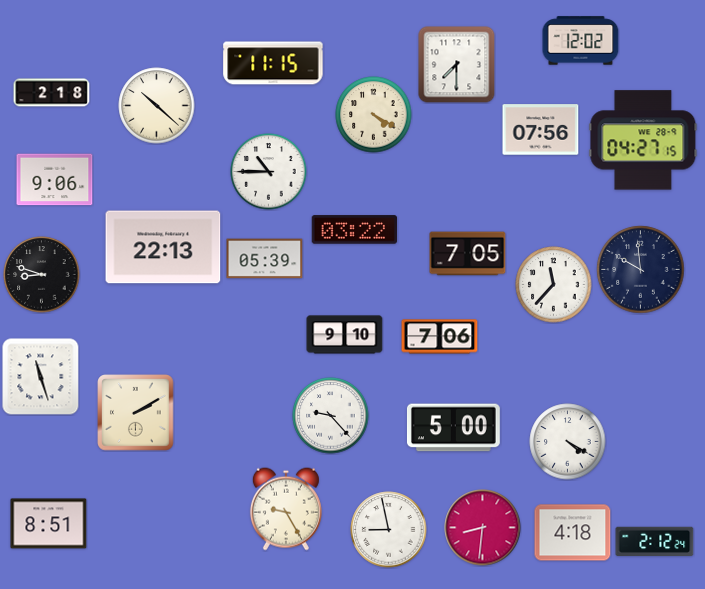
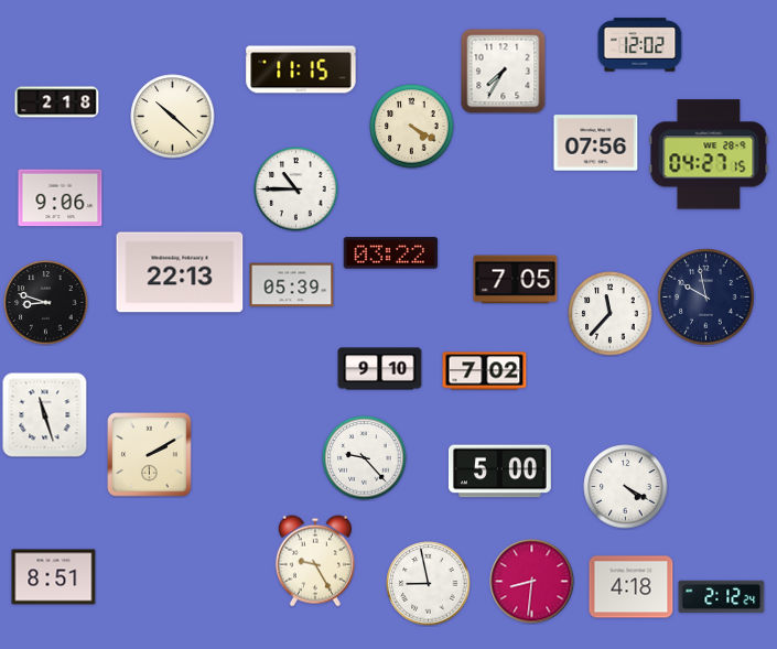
clock at (457, 65): 7:30 -> 7:35
clock at (641, 270): 9:59 -> 9:58
clock at (440, 337): 7:06 -> 7:02
